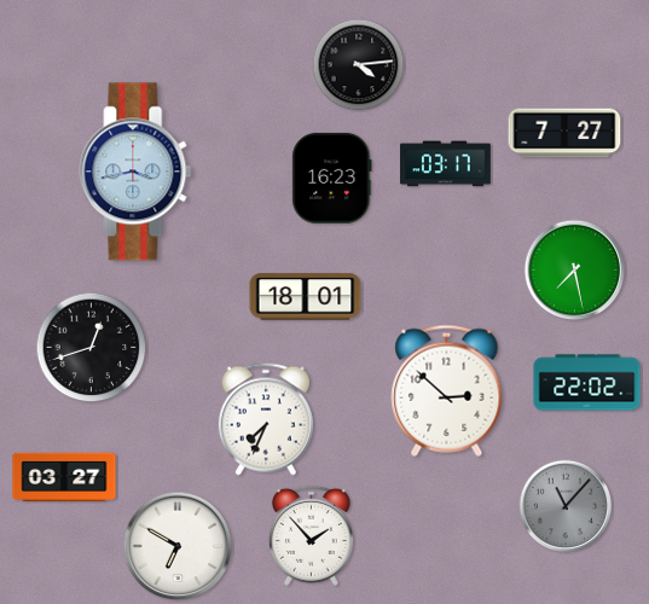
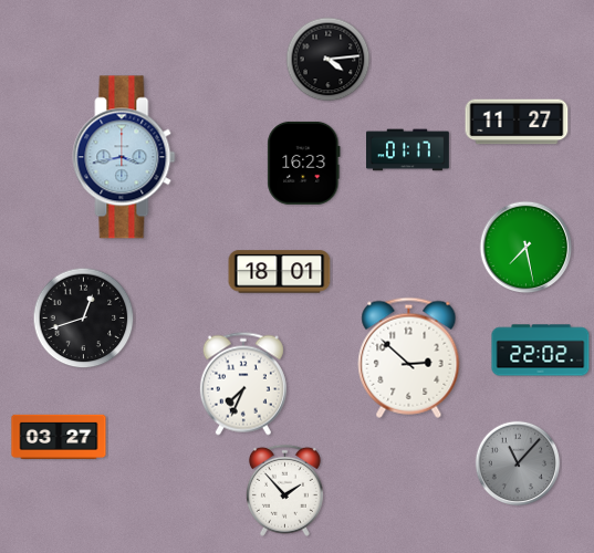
clock at (564, 133): 7:27 -> 11:27
clock at (446, 164): 03:17 -> 01:17
clock at (587, 383) position: (587, 383) -> (541, 351)
clock at (178, 546): 6:50 -> none
